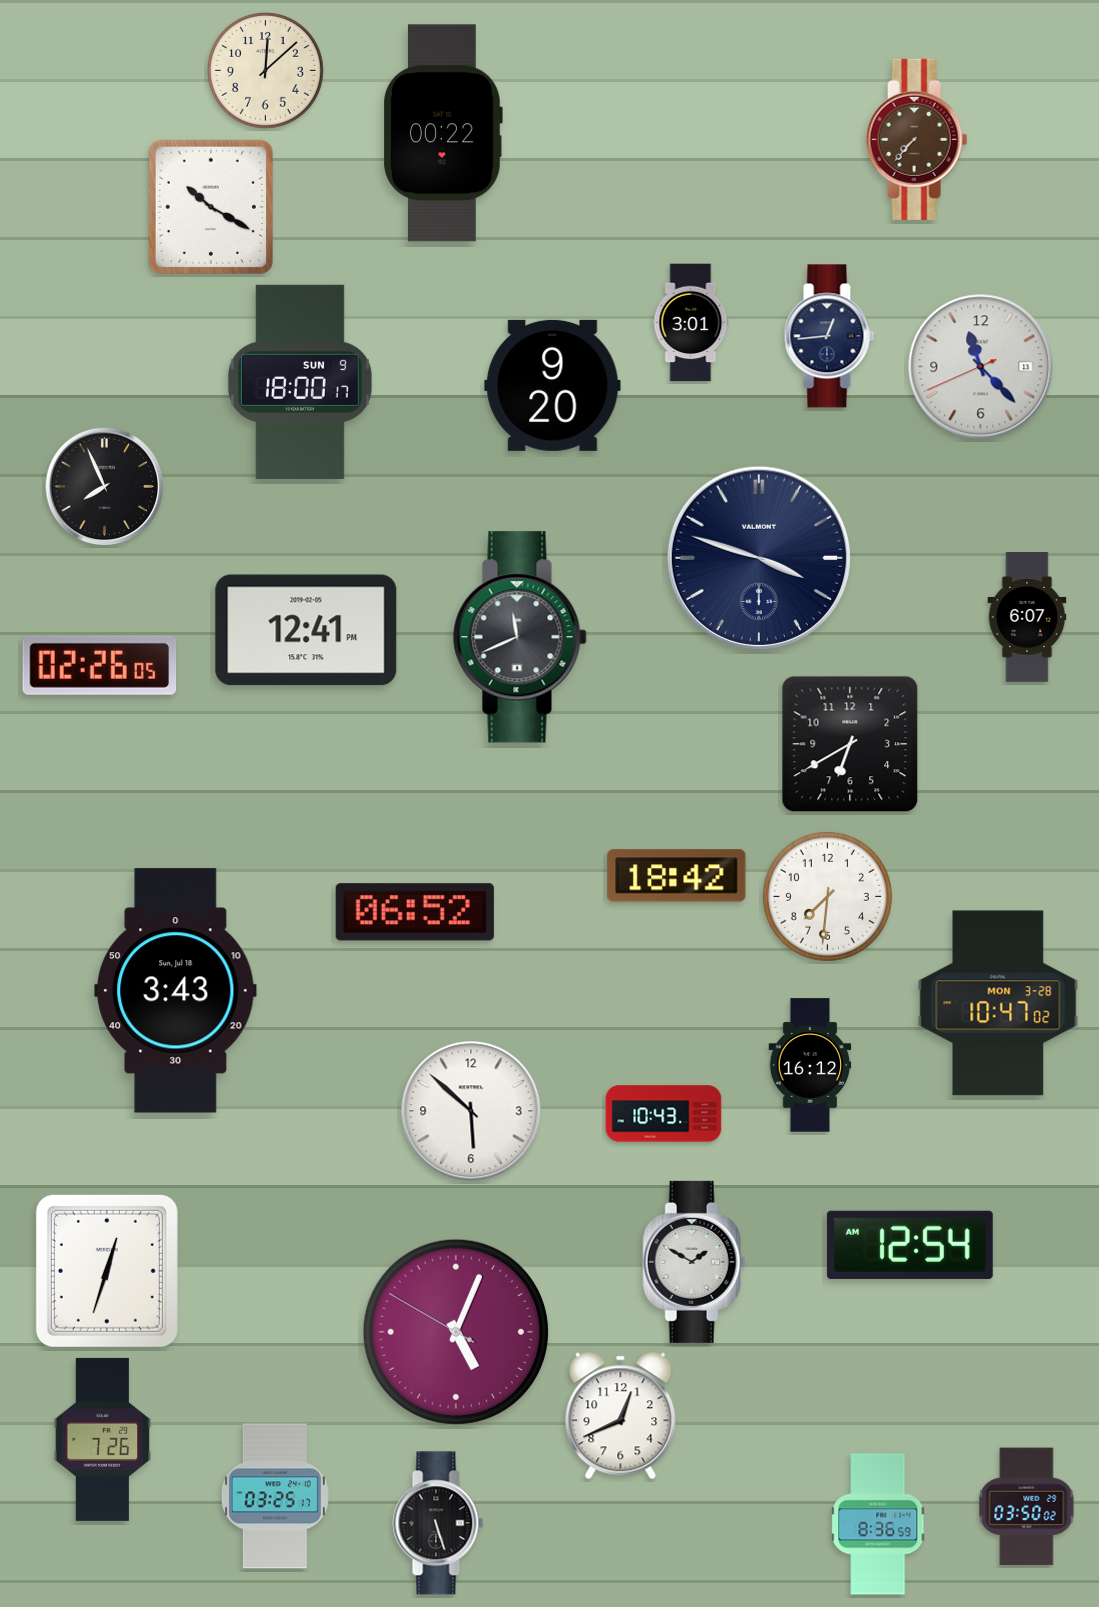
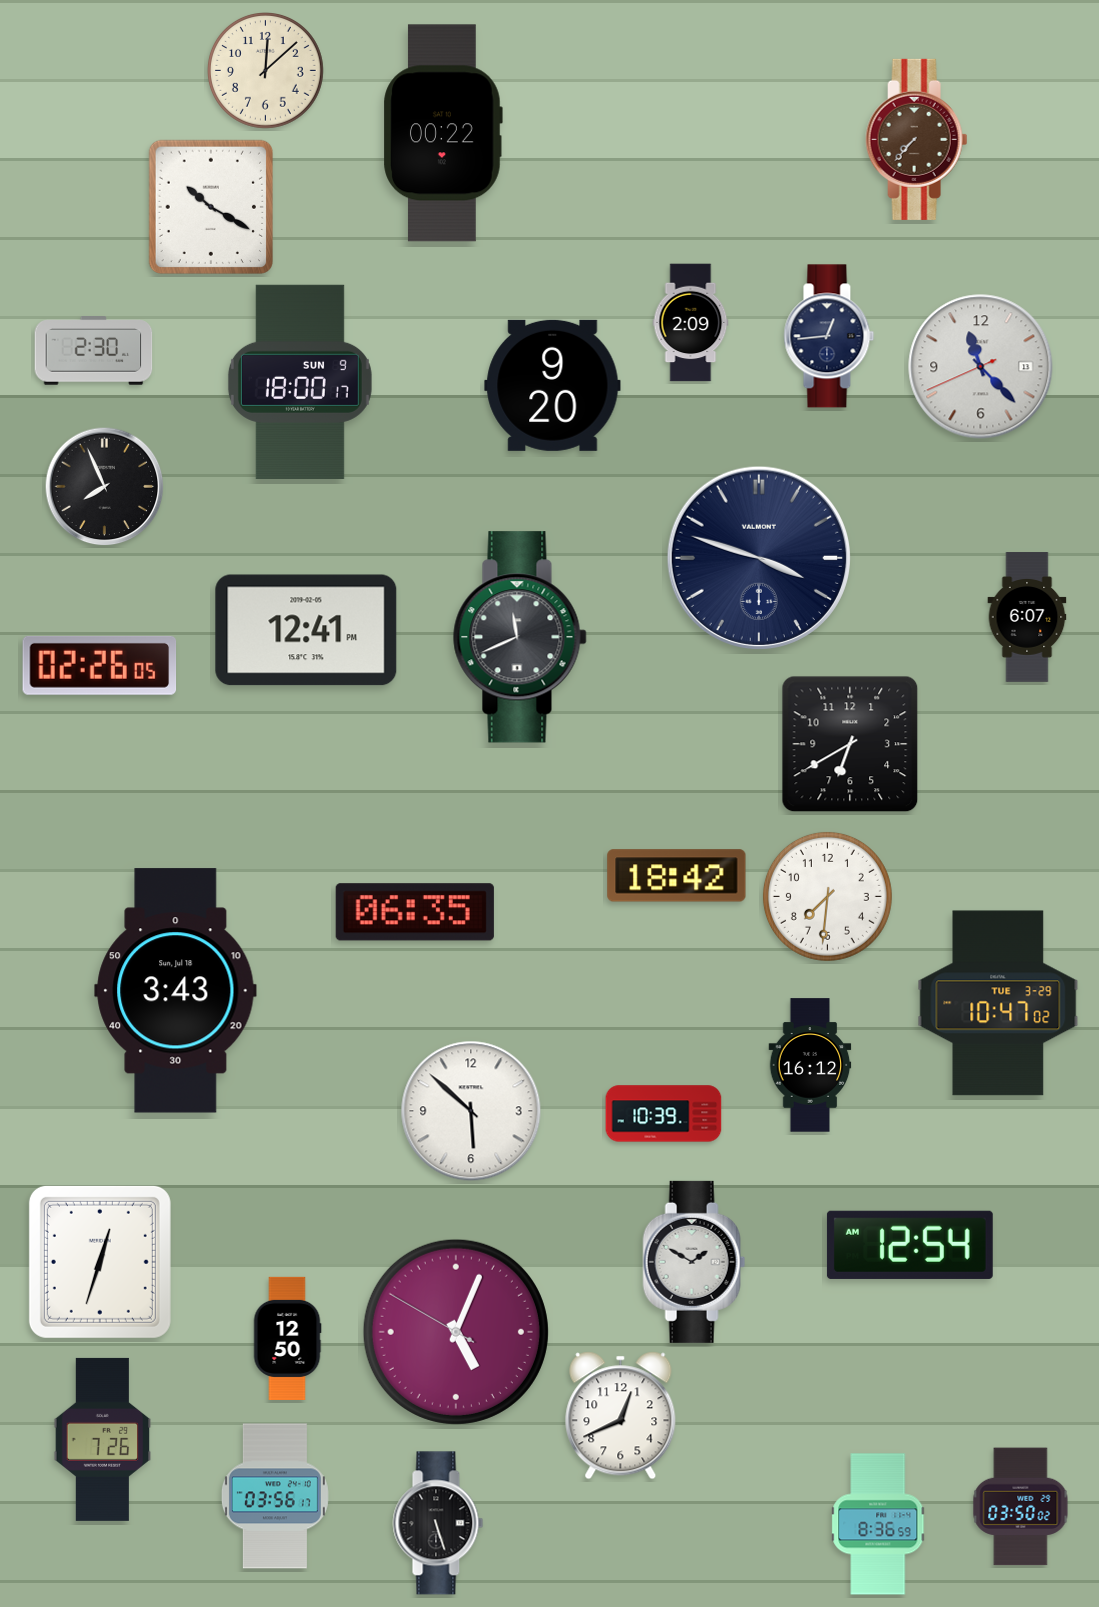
clock at (691, 323): 3:01 -> 2:09
clock at (94, 351): none -> 2:30
clock at (415, 912): 06:52 -> 06:35
clock at (998, 1003) date: MON 3-28 -> TUE 3-29
clock at (664, 1114): 10:43 -> 10:39
clock at (107, 1271) position: (107, 1271) -> (100, 1262)
clock at (287, 1338): none -> 12:50
clock at (275, 1496): 03:25 -> 03:56
clock at (1027, 1507) position: (1027, 1507) -> (1021, 1507)
